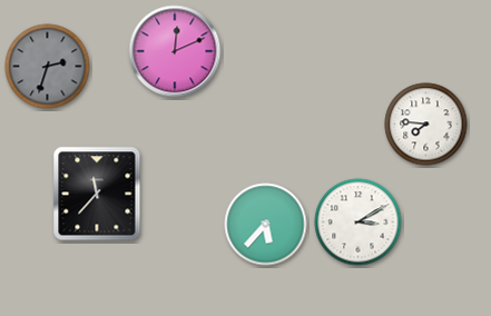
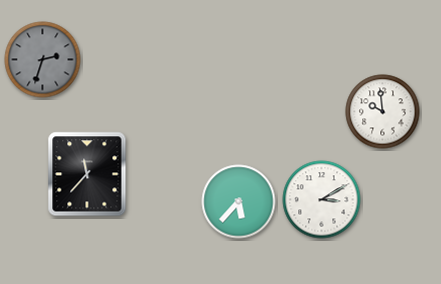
clock at (175, 51): 12:11 -> none
clock at (426, 125): 7:46 -> 9:59
